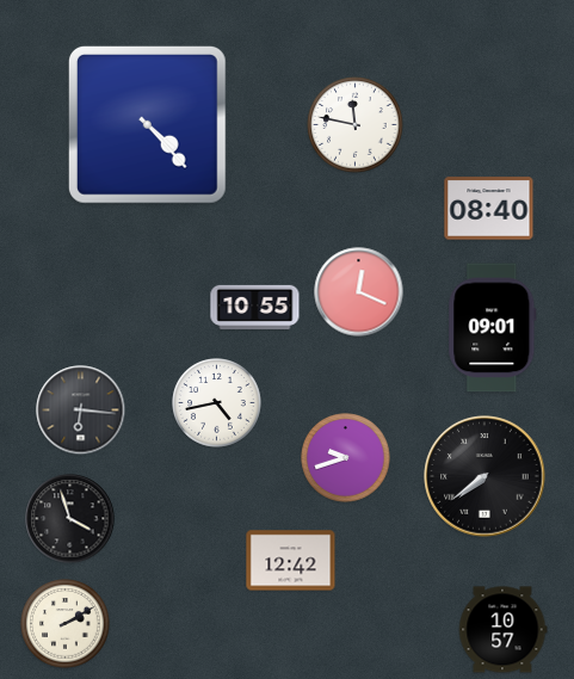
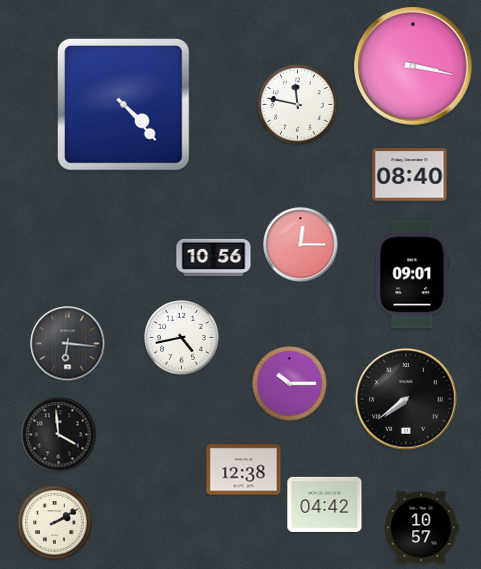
clock at (414, 67): none -> 3:17
clock at (359, 292): 12:19 -> 12:15
clock at (255, 307): 10:55 -> 10:56
clock at (346, 458): 9:42 -> 10:15
clock at (70, 519): 3:57 -> 3:59
clock at (291, 561): 12:42 -> 12:38
clock at (325, 504): none -> 04:42
